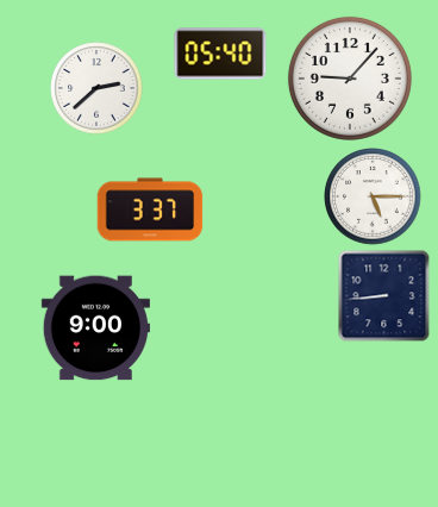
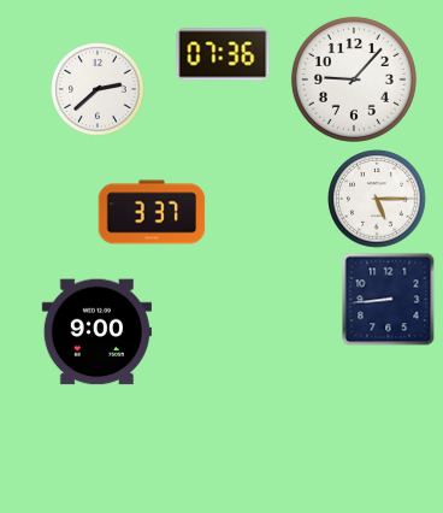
clock at (220, 54): 05:40 -> 07:36
